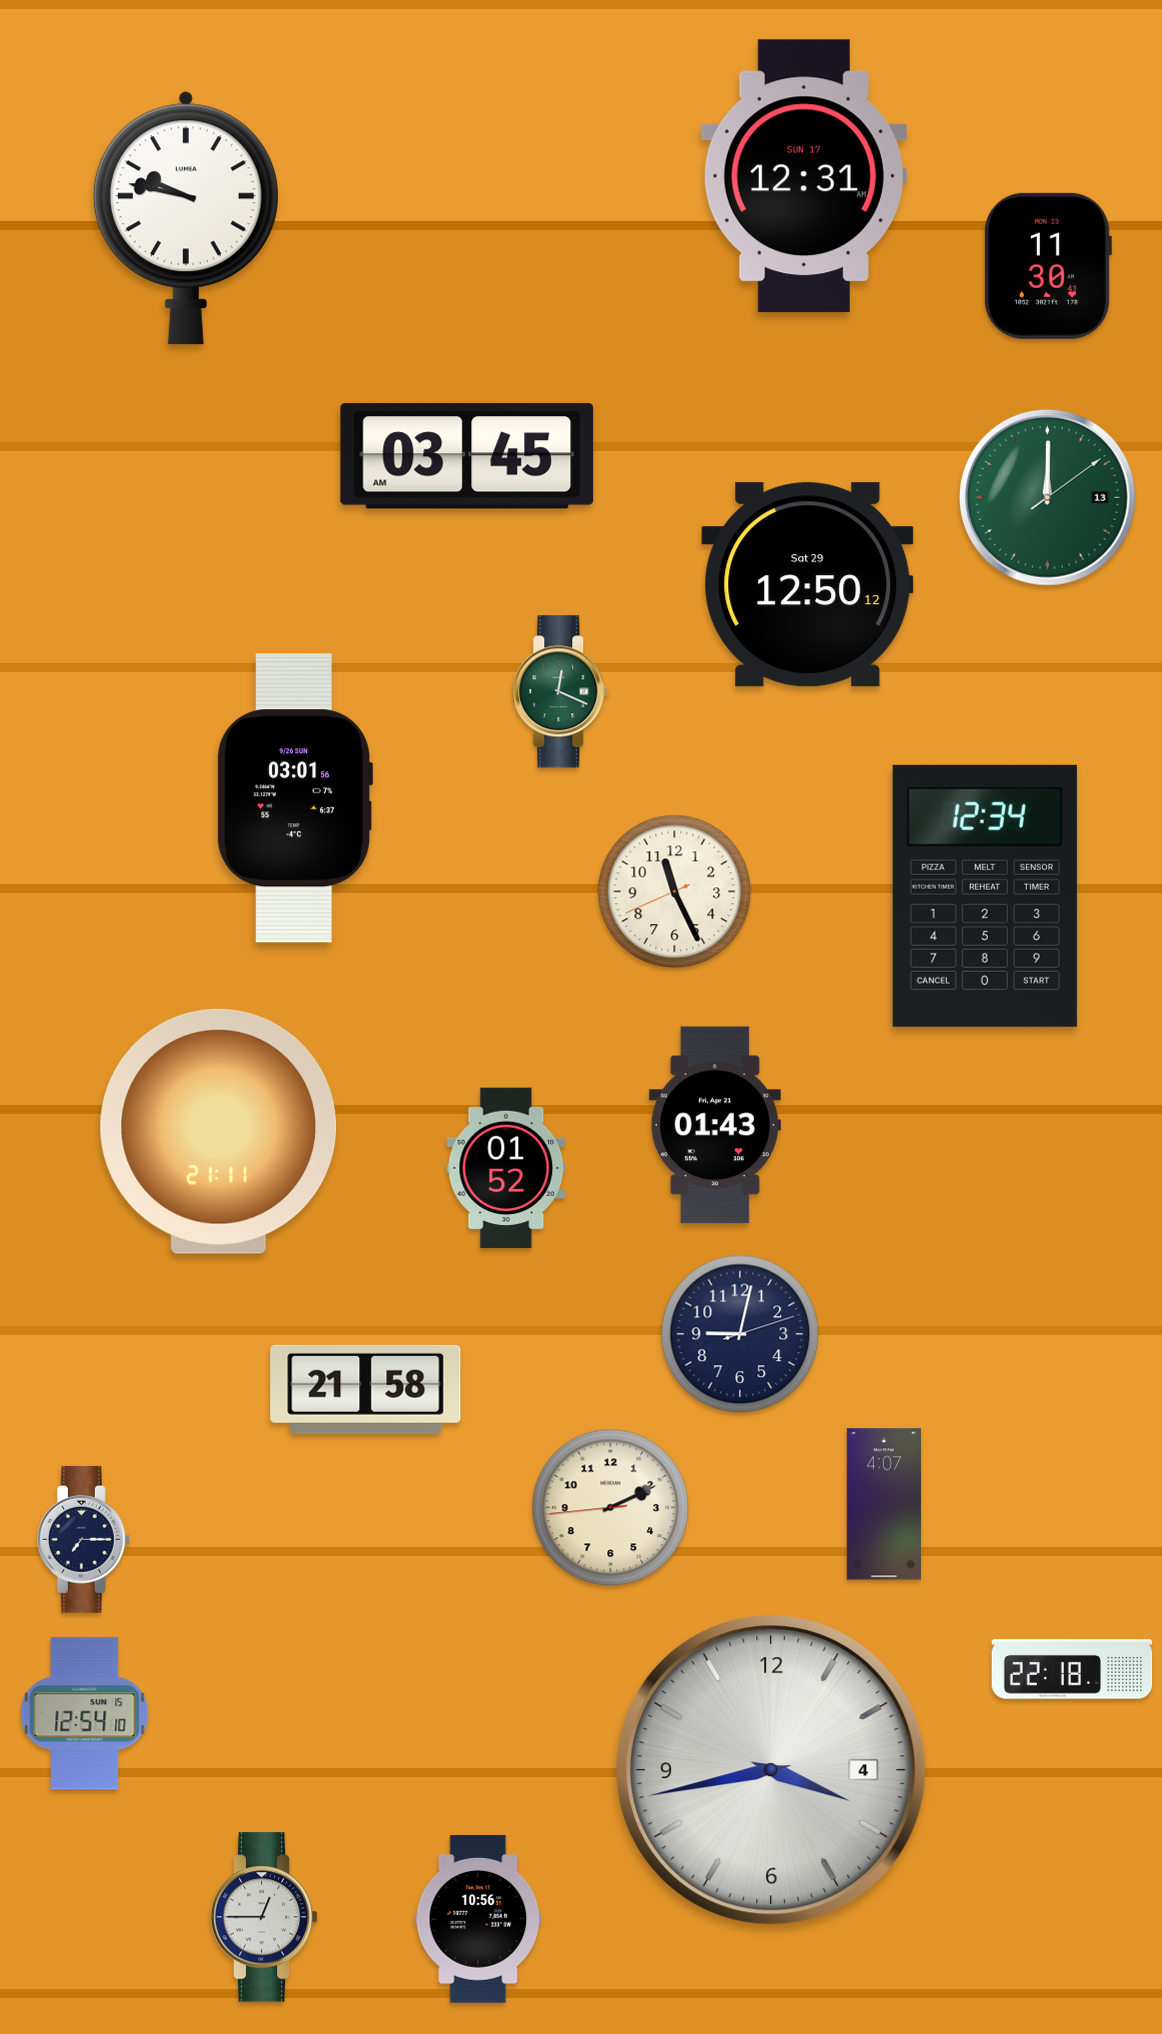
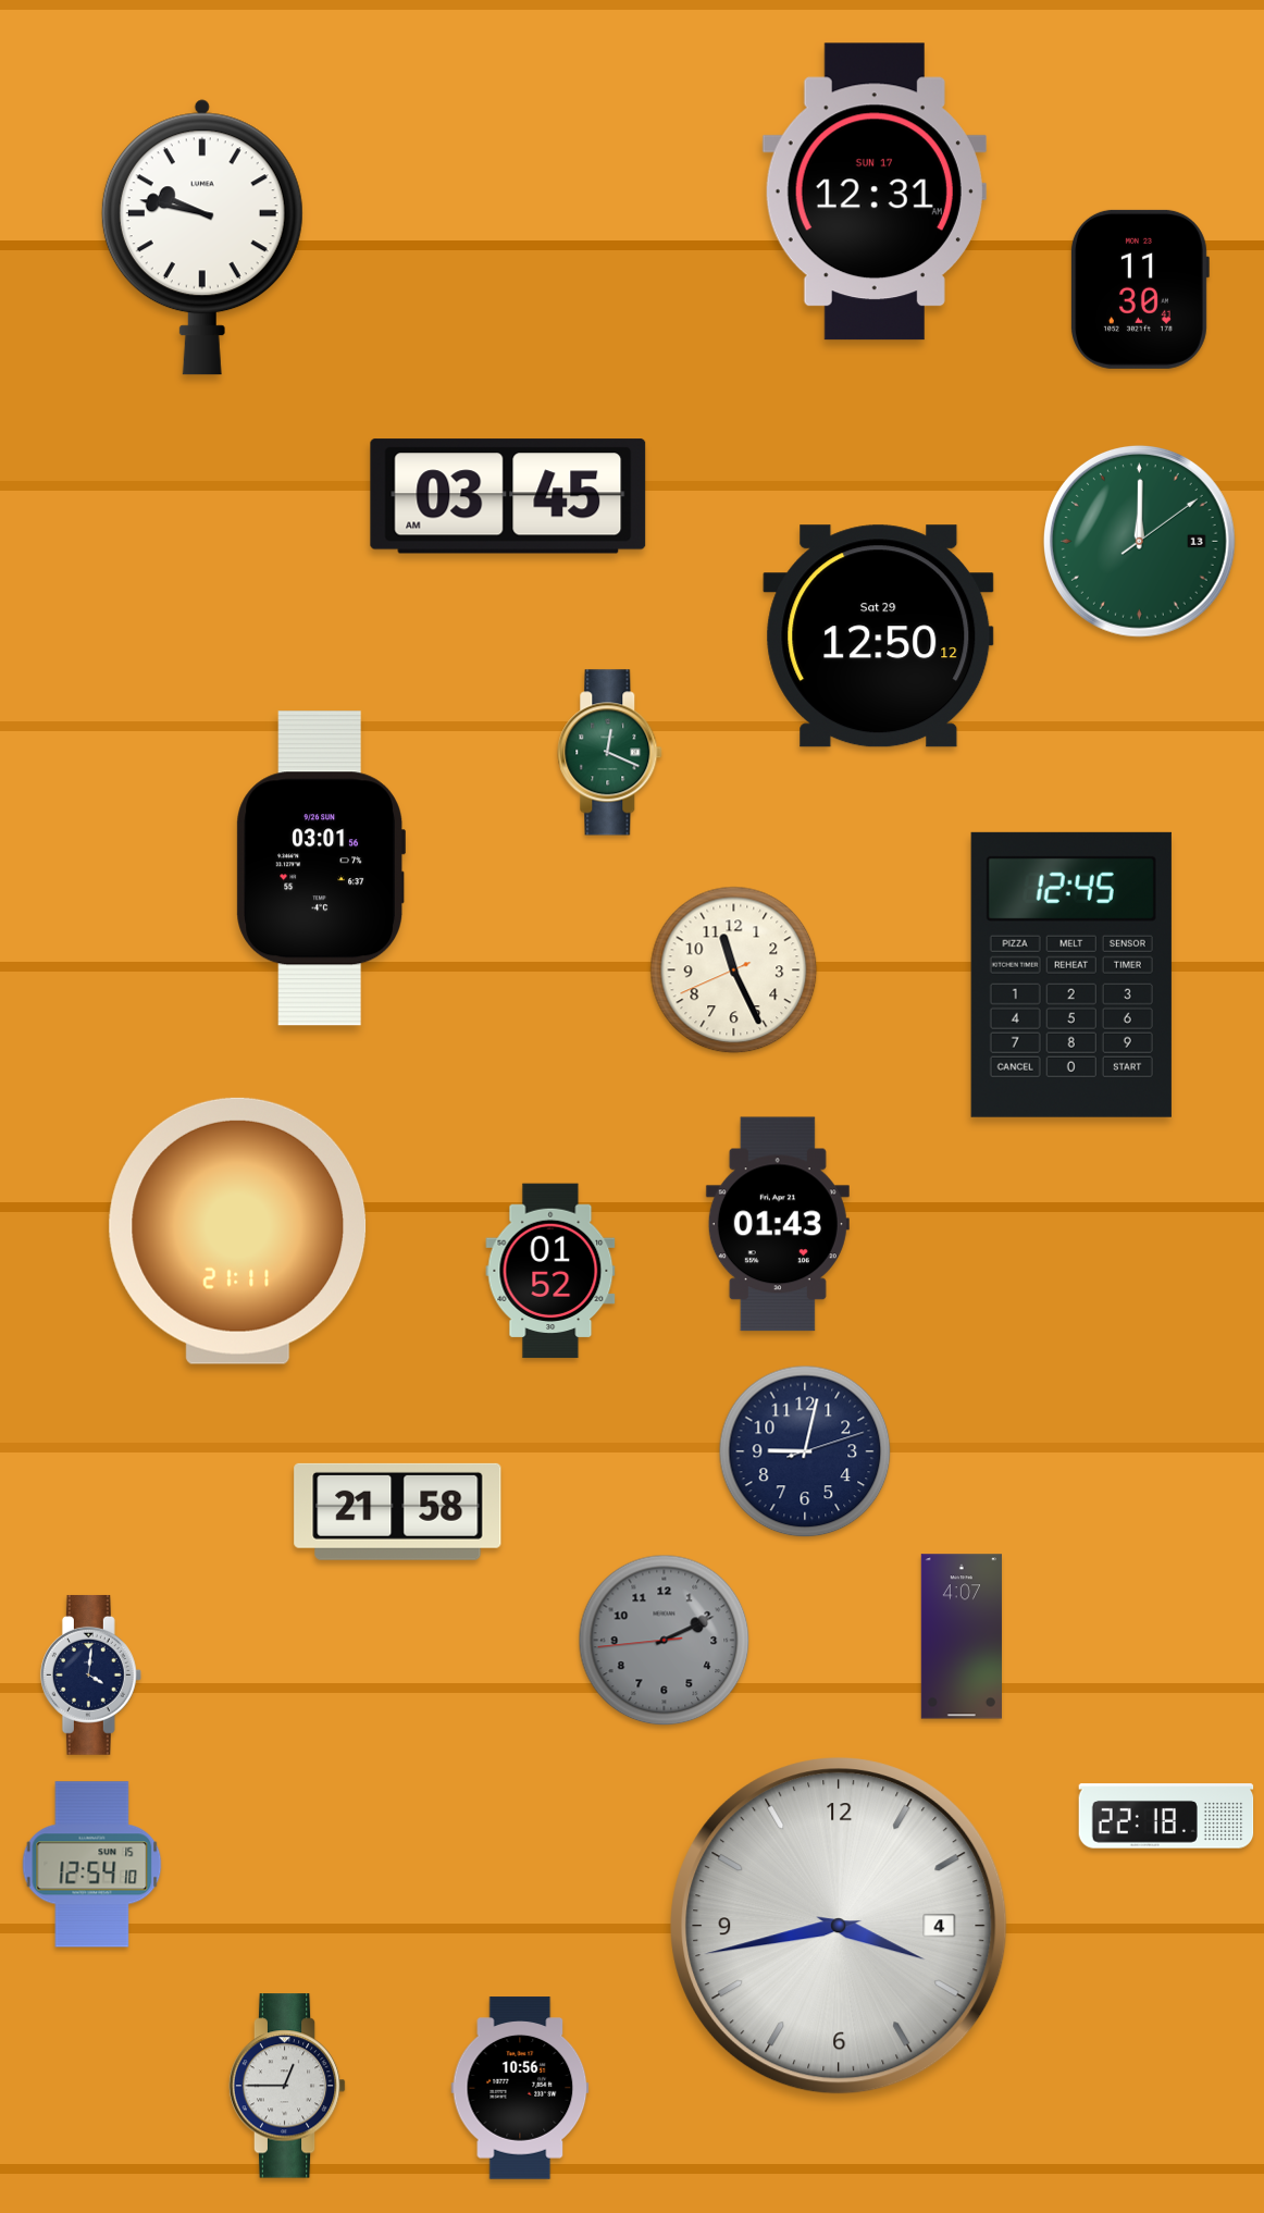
clock at (985, 896): 12:34 -> 12:45
clock at (611, 1508) dial: cream -> grey
clock at (83, 1539): 7:15 -> 4:01
